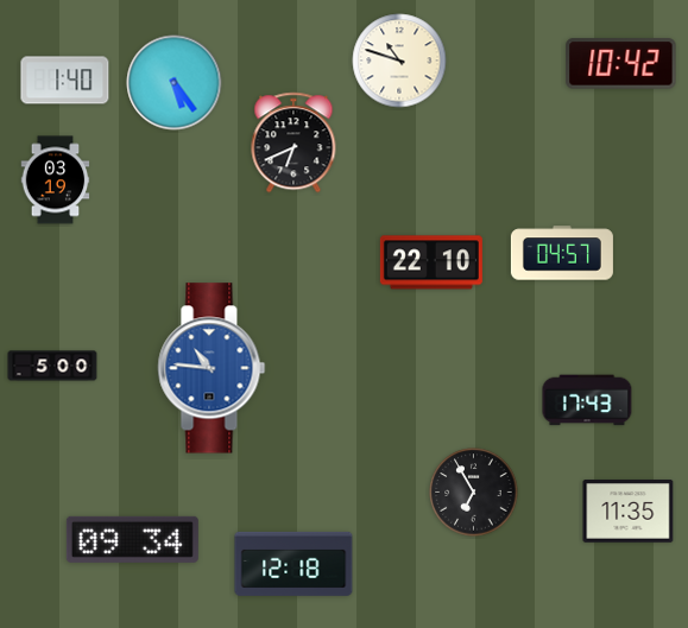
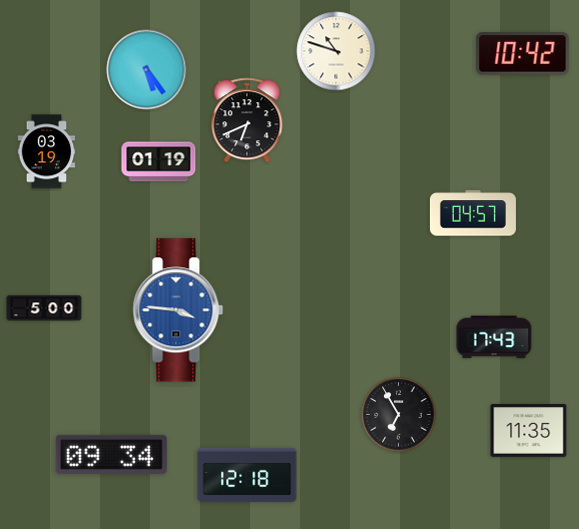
clock at (65, 81): 1:40 -> none
clock at (159, 162): none -> 01:19
clock at (431, 262): 22:10 -> none
clock at (212, 368): 10:46 -> 3:46
